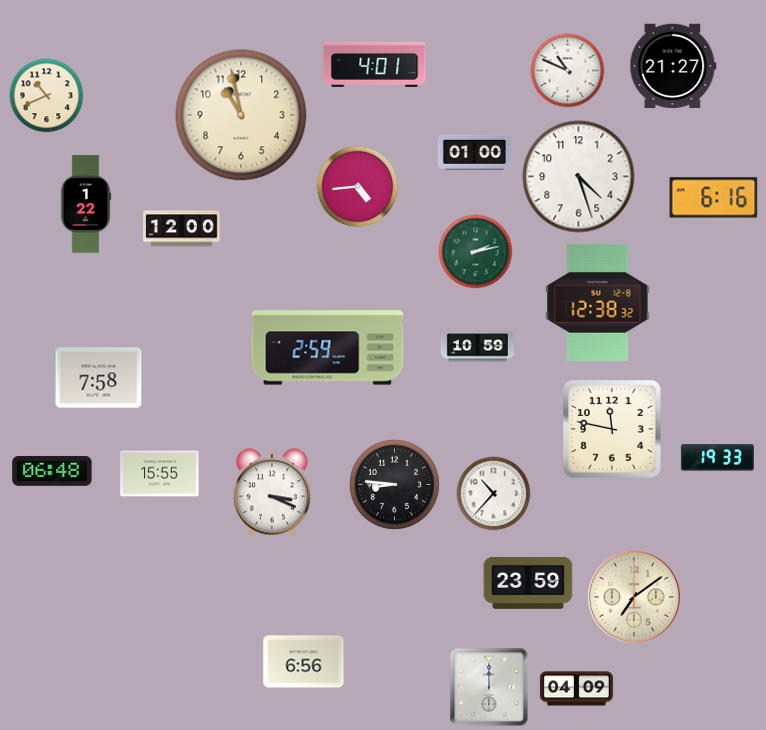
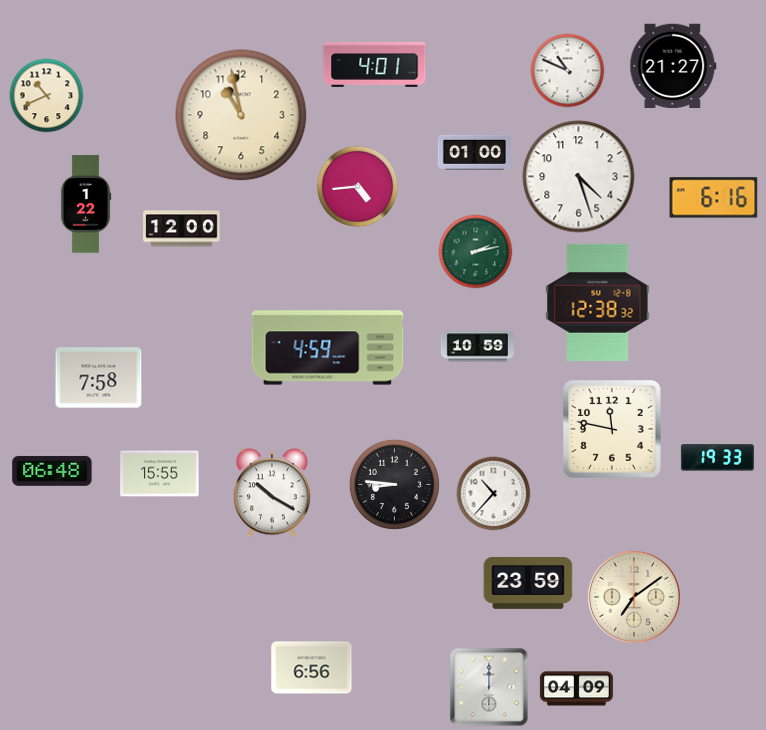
clock at (328, 348): 2:59 -> 4:59
clock at (272, 493): 3:19 -> 10:20
clock at (304, 662) position: (304, 662) -> (312, 668)
